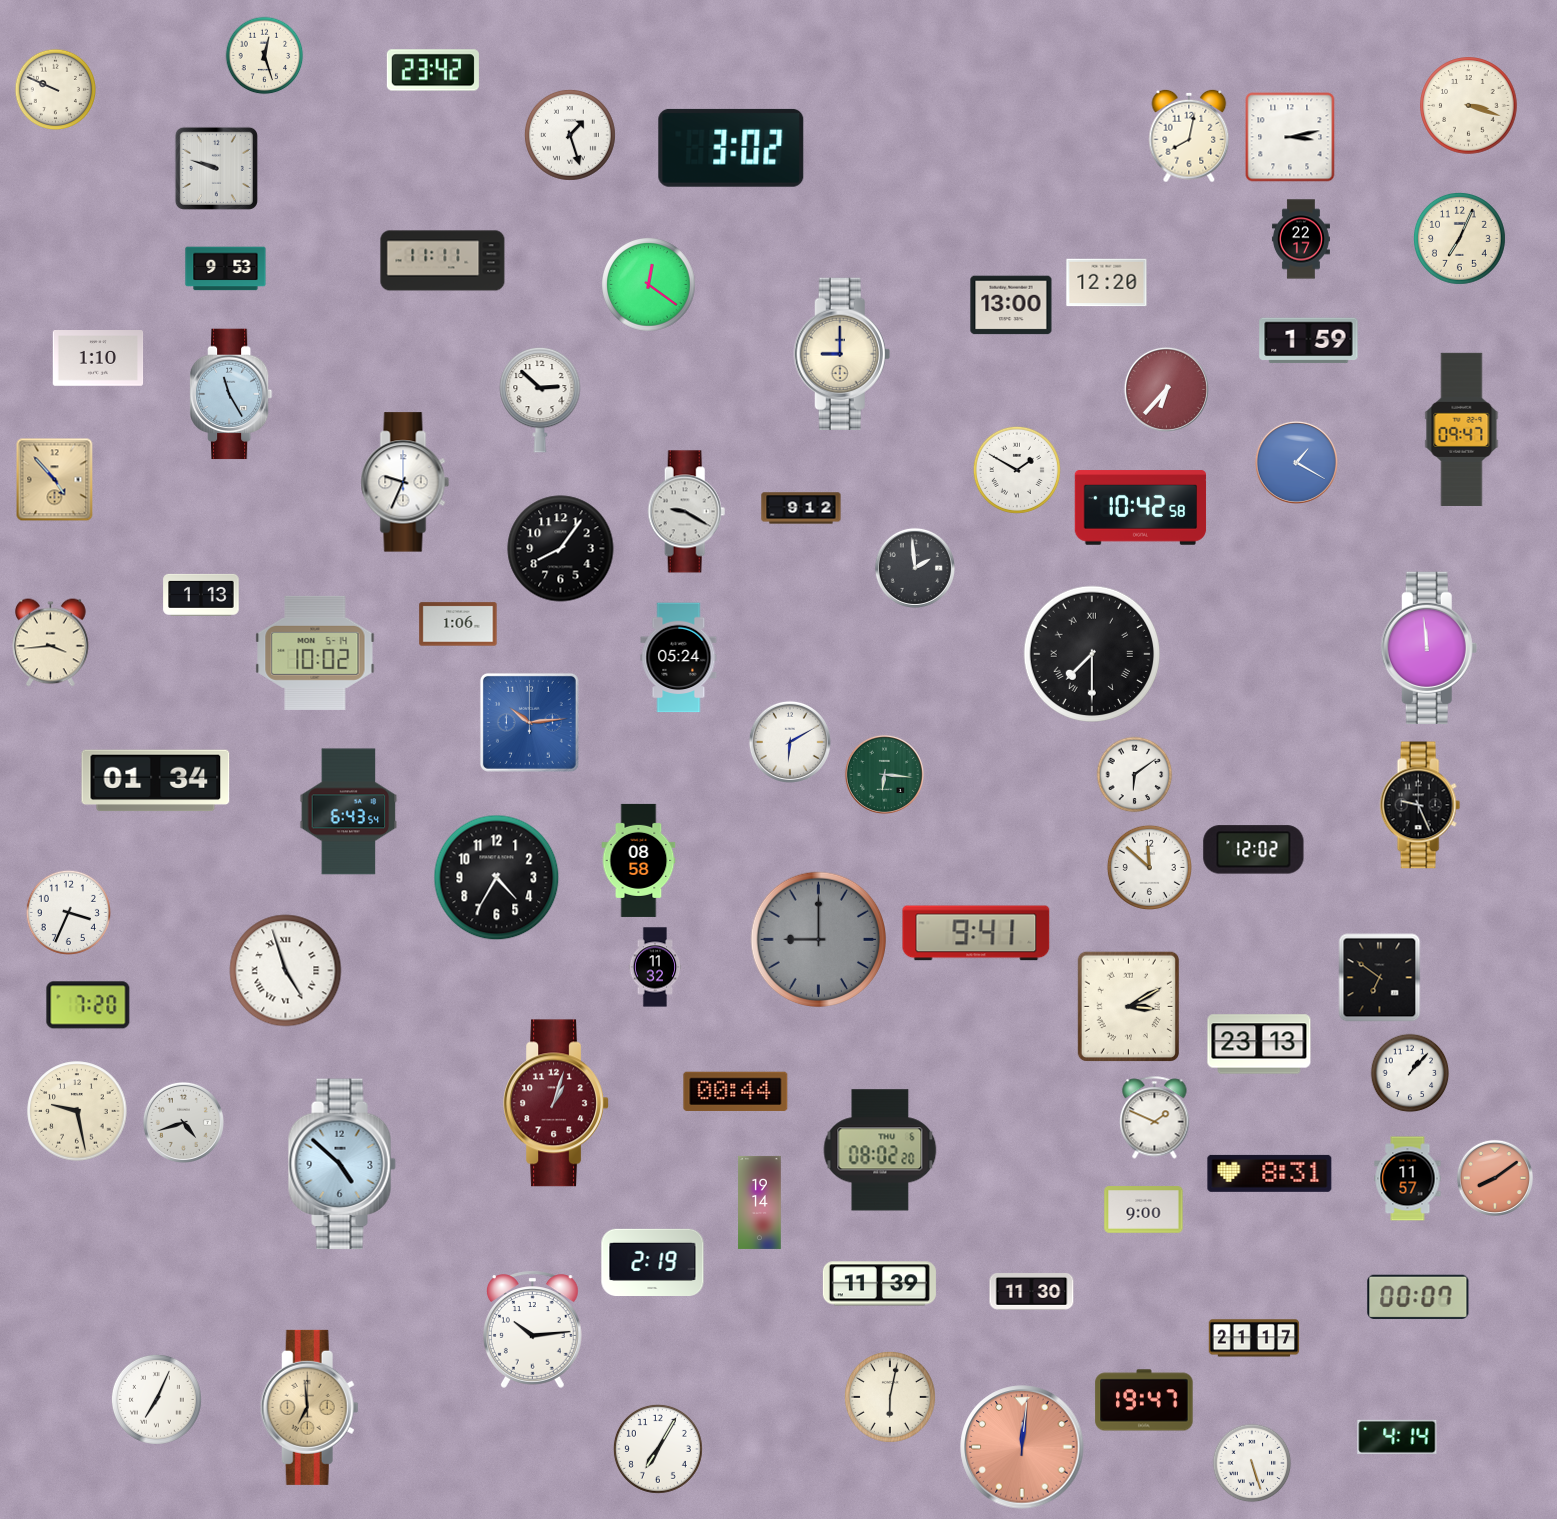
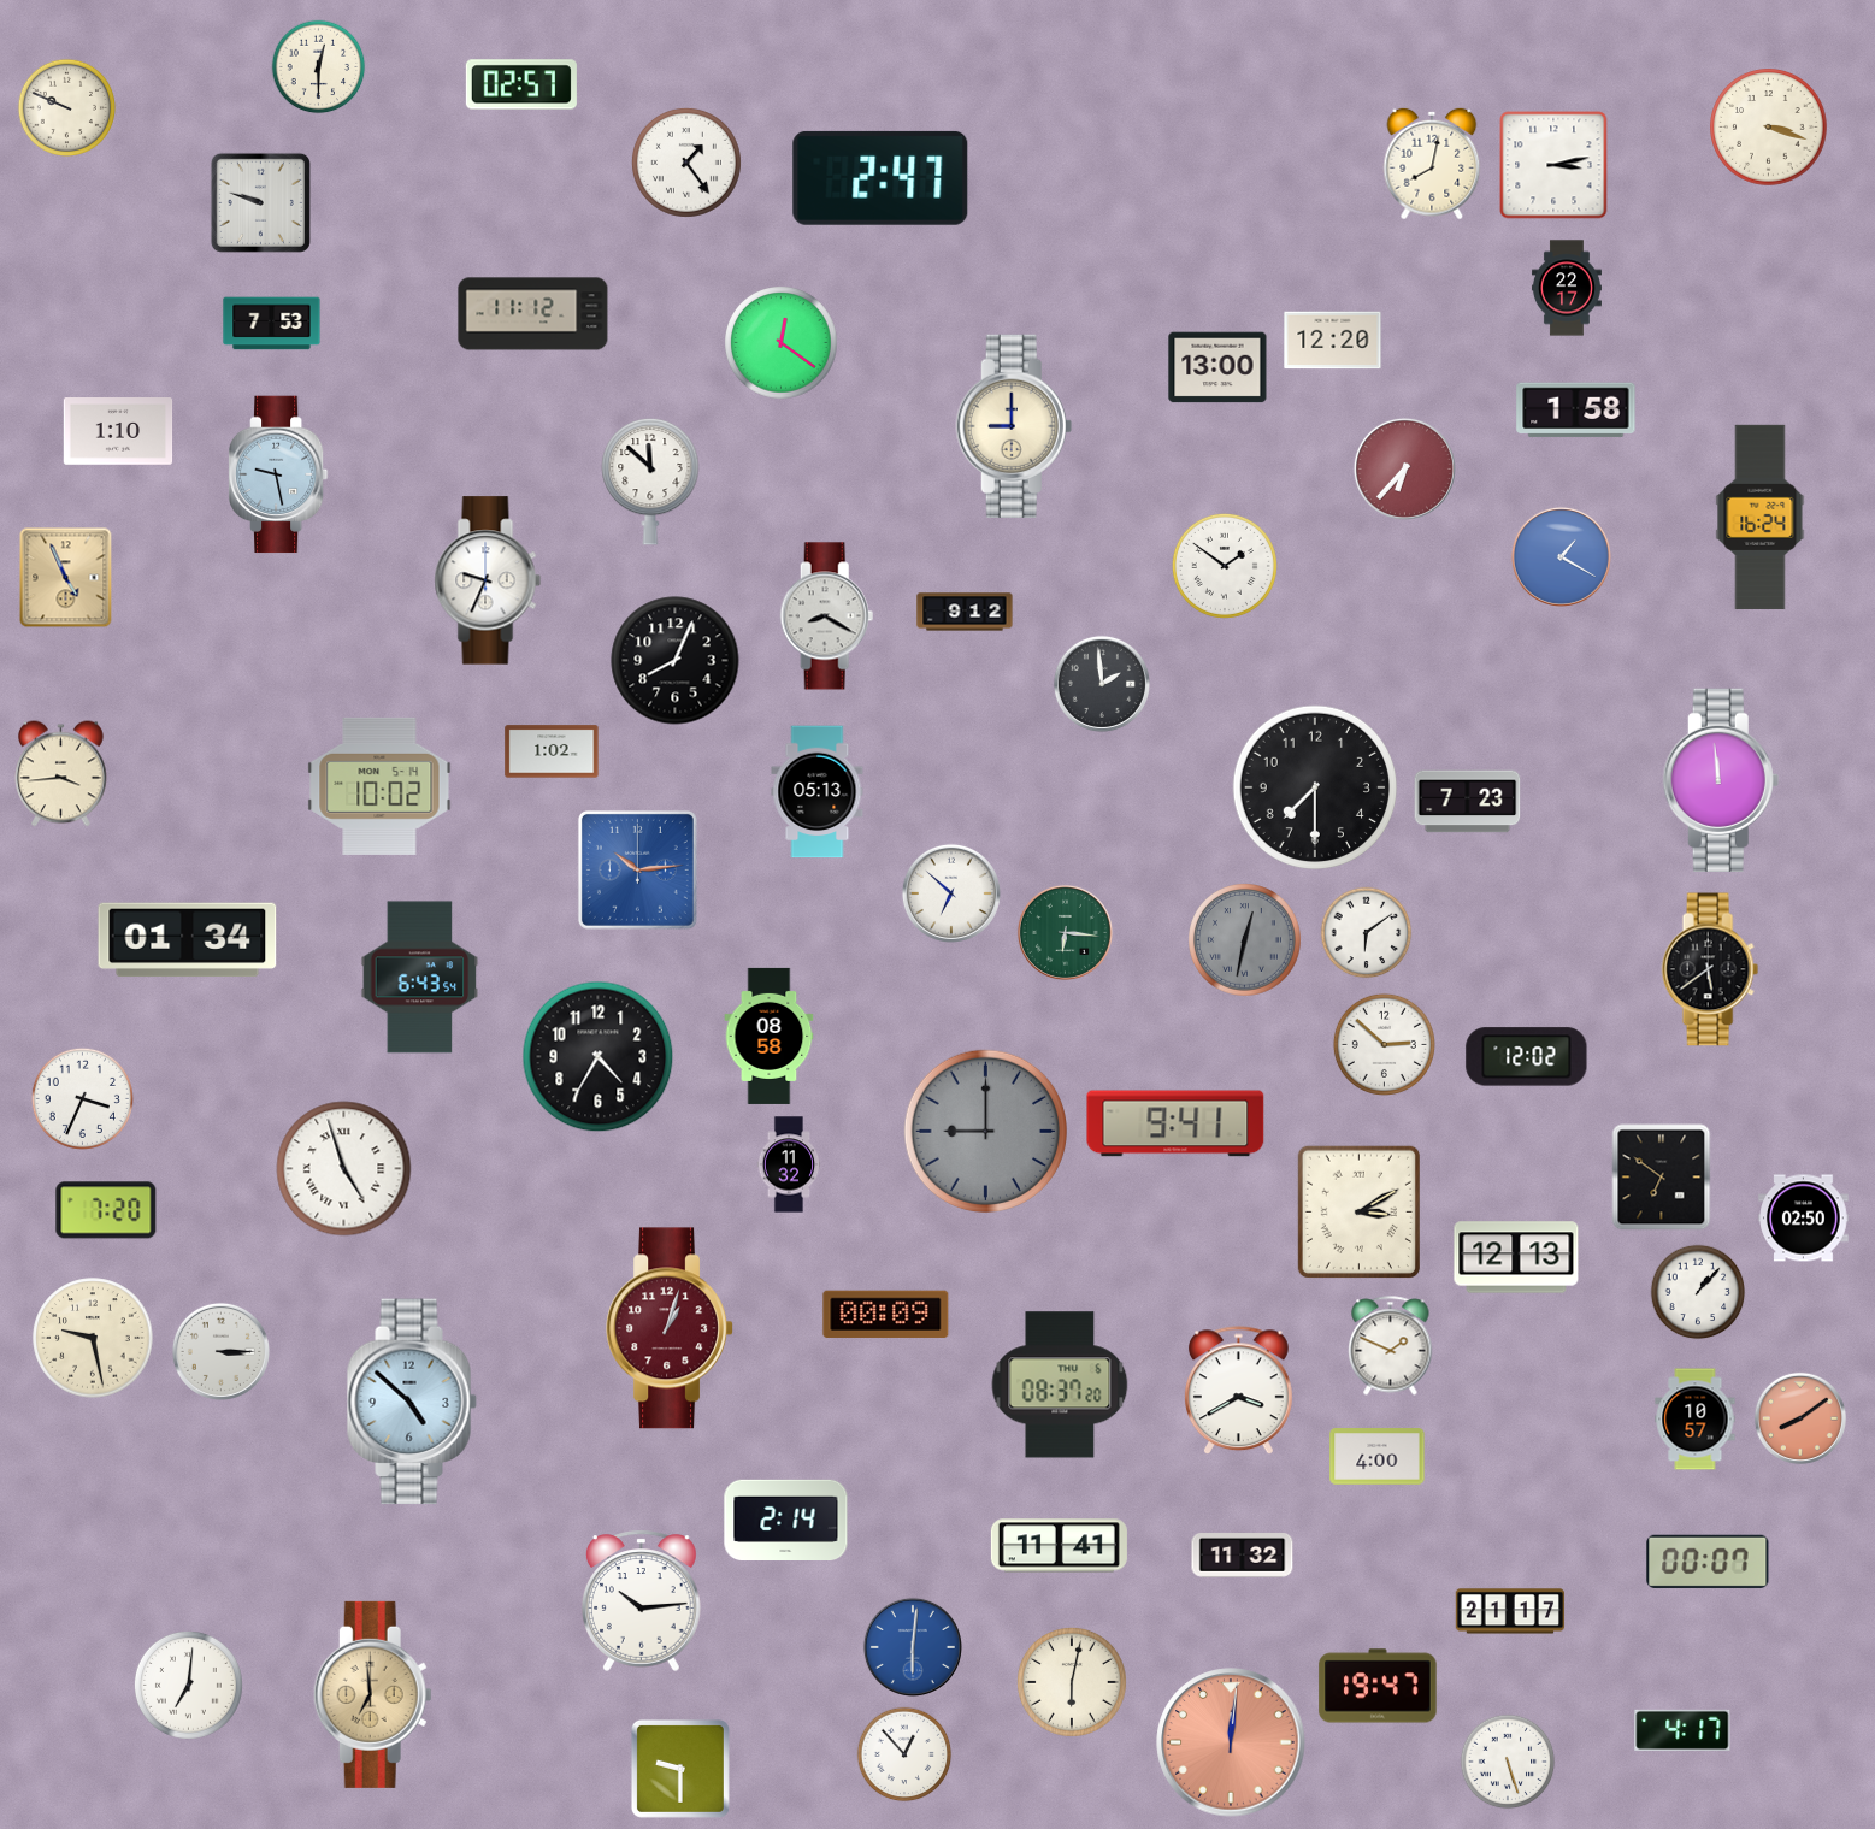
clock at (265, 56): 12:27 -> 12:30
clock at (433, 70): 23:42 -> 02:57
clock at (570, 135): 1:27 -> 1:24
clock at (731, 148): 3:02 -> 2:47
clock at (1460, 239): 7:04 -> none
clock at (443, 261): 11:11 -> 11:12
clock at (226, 269): 9:53 -> 7:53
clock at (1309, 341): 1:59 -> 1:58
clock at (231, 394): 11:25 -> 9:28
clock at (540, 400): 2:52 -> 11:52
clock at (1462, 429): 09:47 -> 16:24
clock at (1017, 470): 1:50 -> 1:51
clock at (55, 480): 4:53 -> 4:56
clock at (1141, 508): 10:42 -> none
clock at (687, 512): 9:20 -> 8:20
clock at (561, 549): 8:06 -> 8:04
clock at (201, 595): 1:13 -> none
clock at (458, 624): 1:06 -> 1:02
clock at (1091, 653) numerals: Roman -> Arabic
clock at (679, 658): 05:24 -> 05:13
clock at (1468, 802): none -> 7:23
clock at (790, 742): 6:10 -> 6:52
clock at (1245, 940): none -> 12:32
clock at (1420, 805): 9:26 -> 5:39
clock at (1254, 850) position: (1254, 850) -> (1527, 1057)
clock at (1149, 867): 11:52 -> 2:52
clock at (1804, 1219): none -> 02:50
clock at (1259, 1044): 23:13 -> 12:13
clock at (736, 1091): 00:44 -> 00:09
clock at (183, 1122): 4:42 -> 3:15
clock at (880, 1150): 08:02 -> 08:37
clock at (1238, 1391): none -> 3:40
clock at (1270, 1173): 8:31 -> none
clock at (1408, 1179): 11:57 -> 10:57
clock at (760, 1202): 19:14 -> none
clock at (1144, 1210): 9:00 -> 4:00
clock at (653, 1262): 2:19 -> 2:14
clock at (879, 1284): 11:39 -> 11:41
clock at (1032, 1292): 11:30 -> 11:32
clock at (913, 1647): none -> 6:01
clock at (156, 1399): 7:04 -> 7:01
clock at (1397, 1437): 4:14 -> 4:17
clock at (658, 1449): 7:05 -> none
clock at (904, 1754): none -> 12:53
clock at (680, 1769): none -> 9:30
